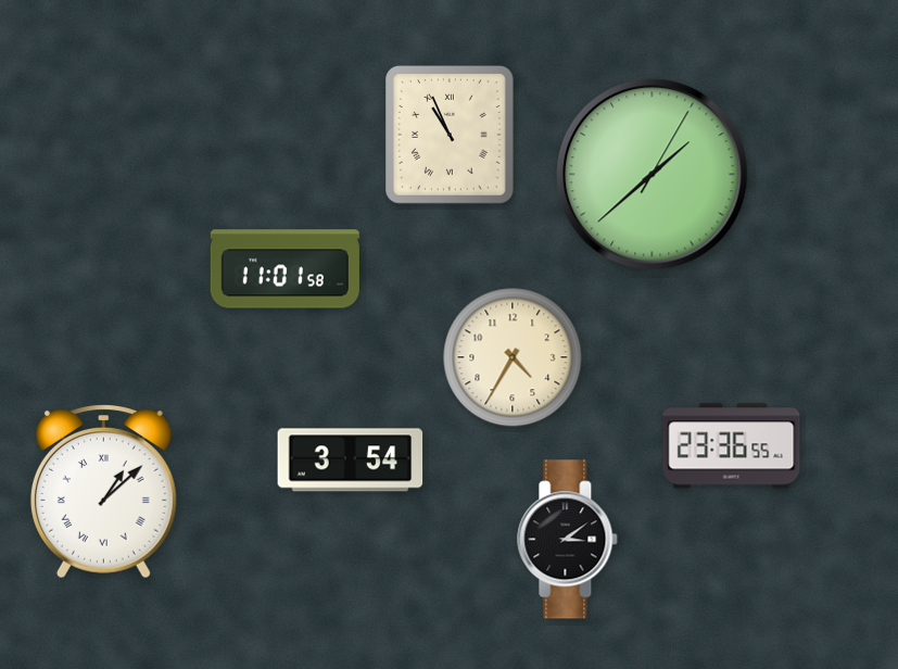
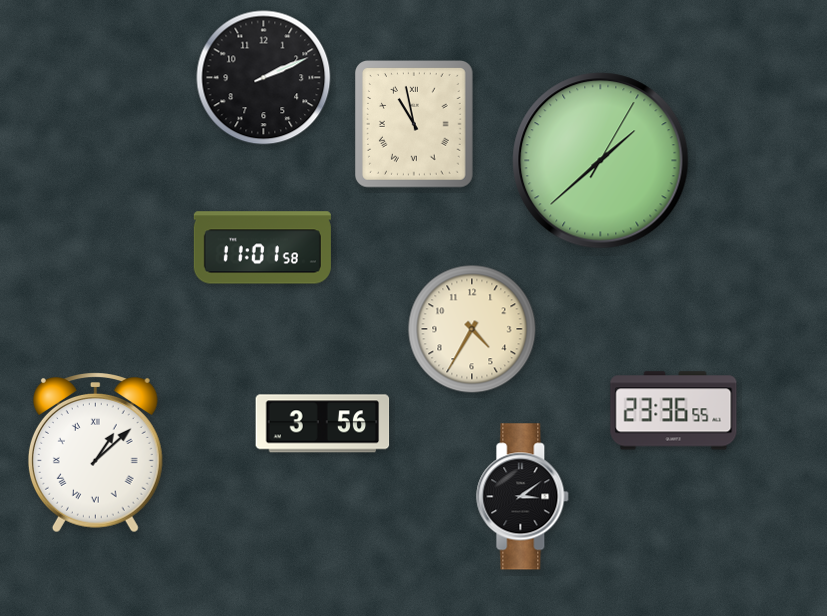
clock at (264, 78): none -> 2:11
clock at (451, 136): 10:56 -> 10:58
clock at (351, 460): 3:54 -> 3:56
